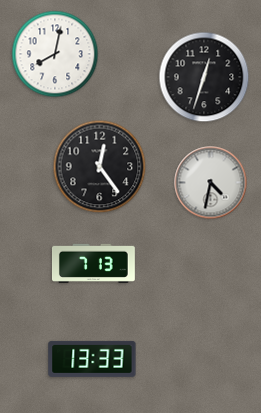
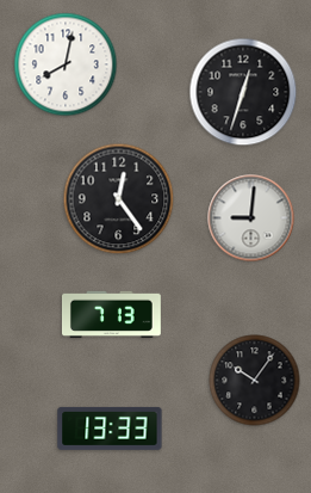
clock at (211, 183): 4:32 -> 9:01
clock at (255, 381): none -> 10:06
